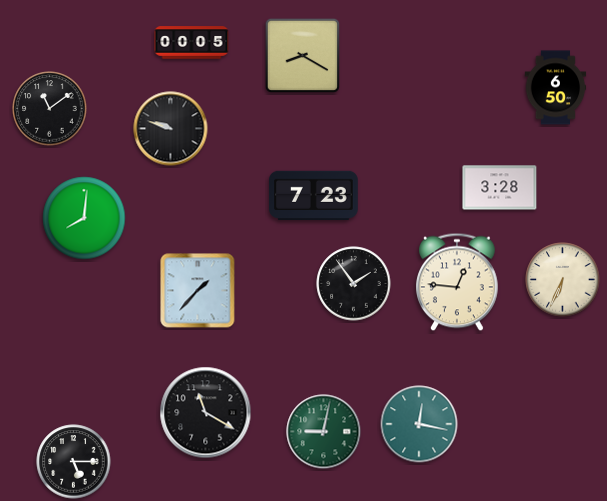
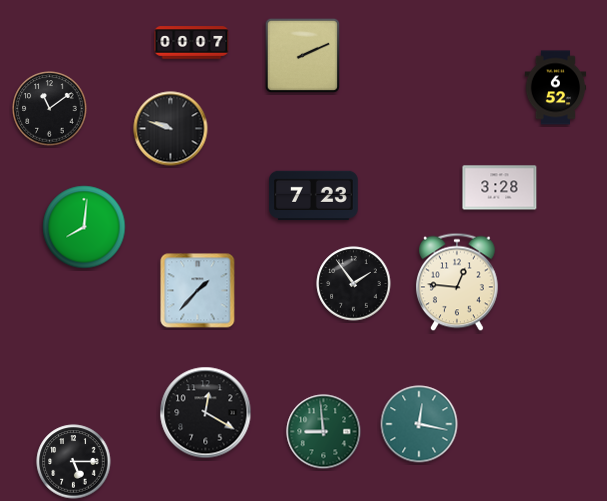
clock at (192, 43): 00:05 -> 00:07
clock at (302, 55): 8:20 -> 2:11
clock at (556, 88): 6:50 -> 6:52
clock at (84, 218) position: (84, 218) -> (84, 227)
clock at (563, 280): 6:34 -> none
clock at (206, 413): 11:20 -> 12:20
clock at (324, 432): 9:02 -> 8:59
